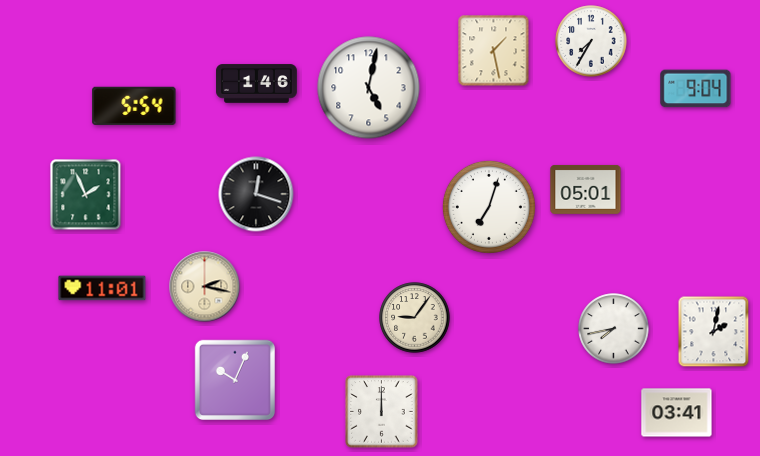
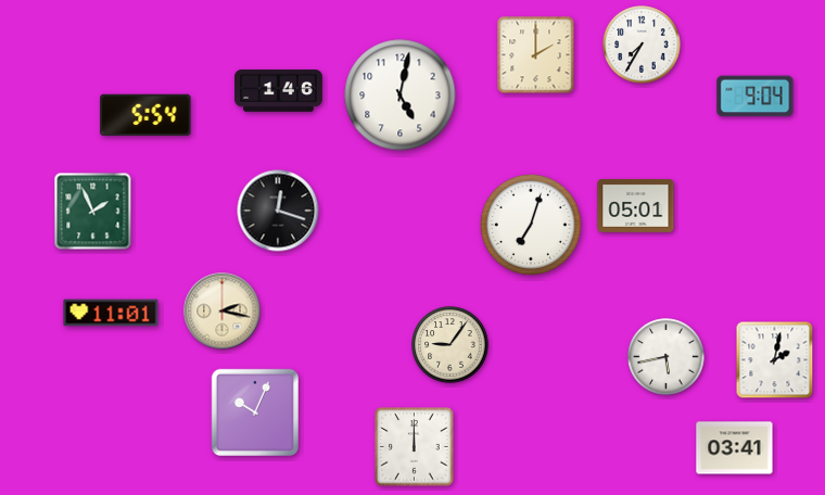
clock at (494, 51): 1:28 -> 2:00
clock at (614, 329): 7:43 -> 5:43
